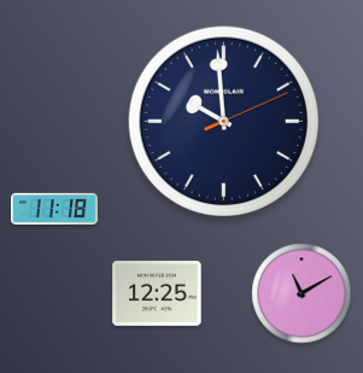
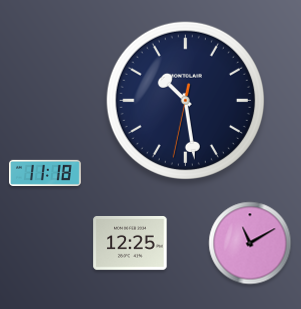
clock at (223, 121): 9:59 -> 10:28
